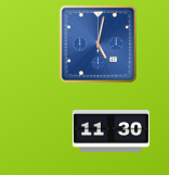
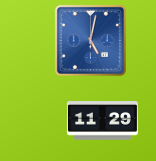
clock at (110, 132): 11:30 -> 11:29
